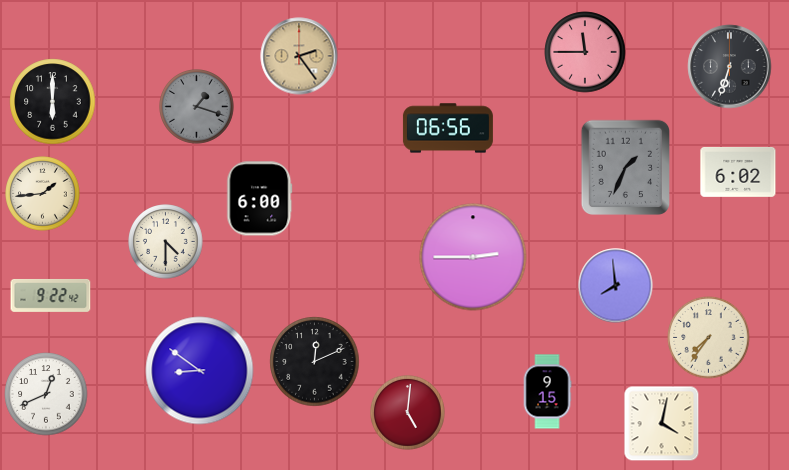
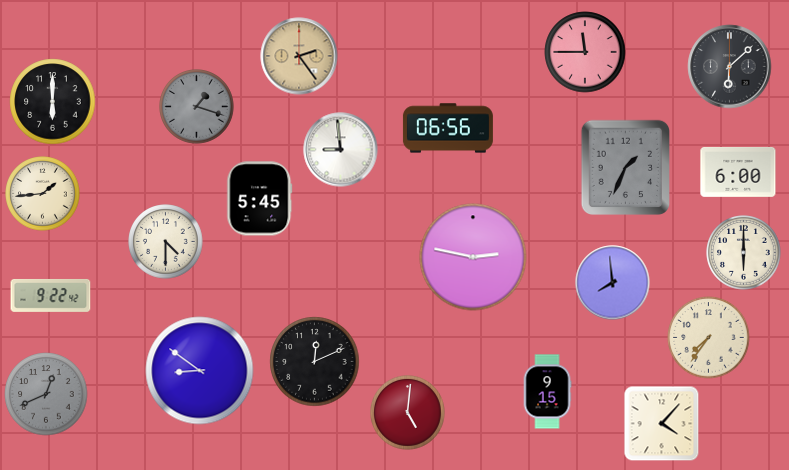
clock at (730, 67): 6:33 -> 6:08
clock at (341, 150): none -> 8:59
clock at (738, 172): 6:02 -> 6:00
clock at (260, 199): 6:00 -> 5:45
clock at (744, 253): none -> 6:00
clock at (473, 257): 2:45 -> 2:47
clock at (616, 286) position: (616, 286) -> (613, 283)
clock at (46, 394) dial: white -> grey
clock at (662, 424): 4:02 -> 4:07
